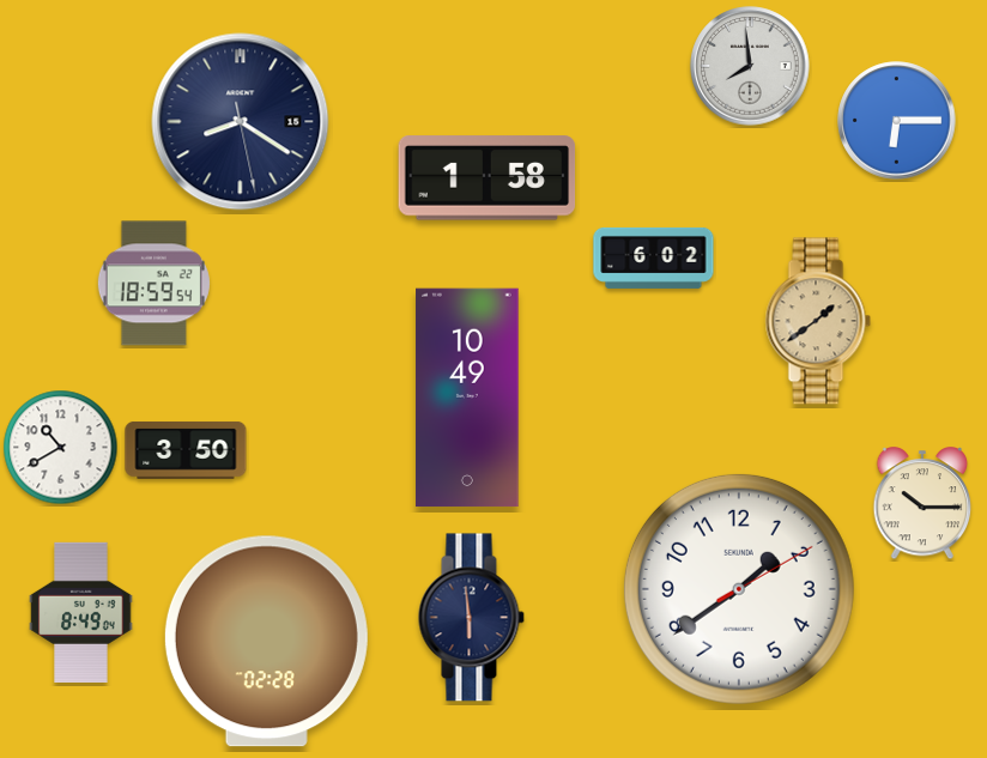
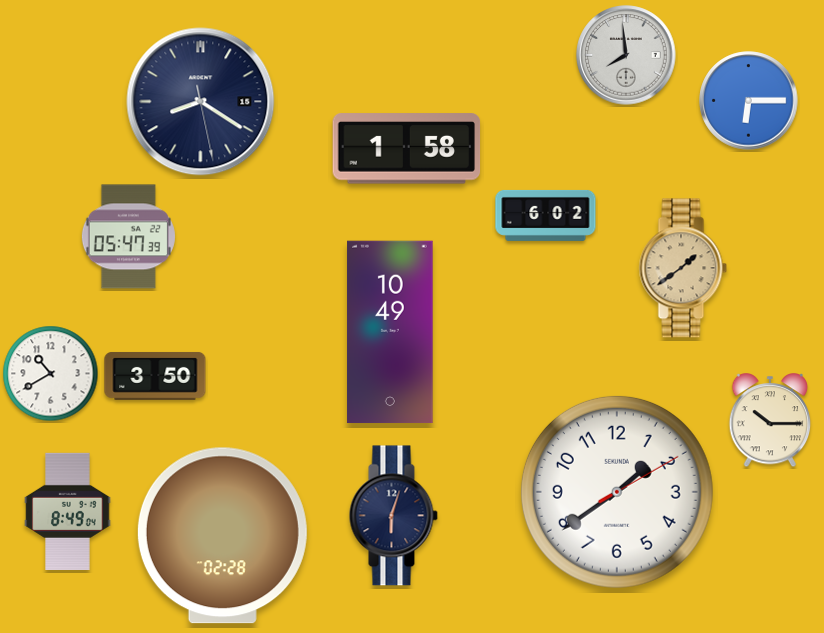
clock at (153, 284): 18:59 -> 05:47
clock at (471, 618): 5:59 -> 6:03
